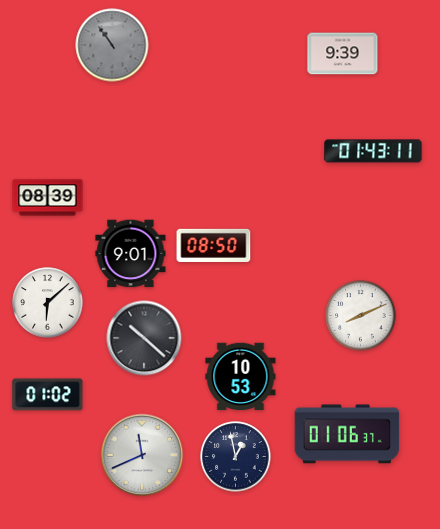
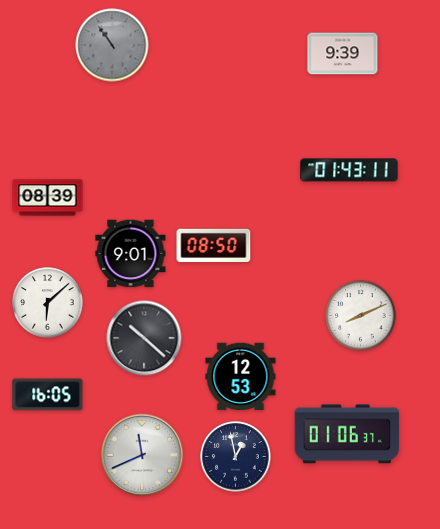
clock at (373, 151) position: (373, 151) -> (349, 170)
clock at (241, 377): 10:53 -> 12:53
clock at (48, 395): 01:02 -> 16:05
